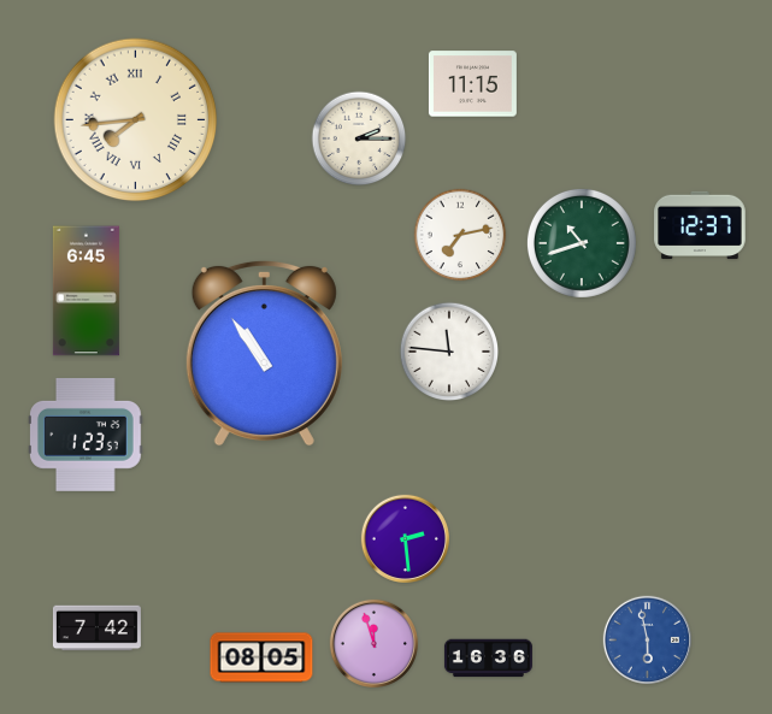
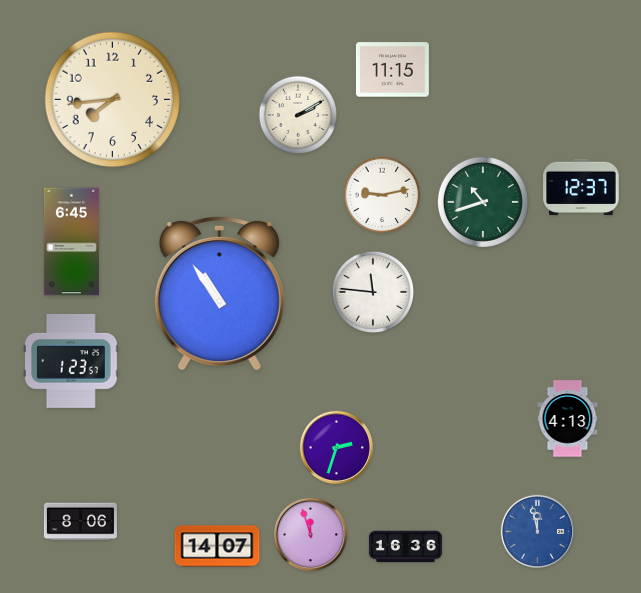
clock at (136, 120) numerals: Roman -> Arabic
clock at (359, 138): 2:15 -> 2:10
clock at (460, 235): 7:13 -> 9:13
clock at (568, 419): none -> 4:13
clock at (405, 538): 2:29 -> 2:33
clock at (96, 629): 7:42 -> 8:06
clock at (647, 639): 5:58 -> 11:58
clock at (261, 657): 08:05 -> 14:07
